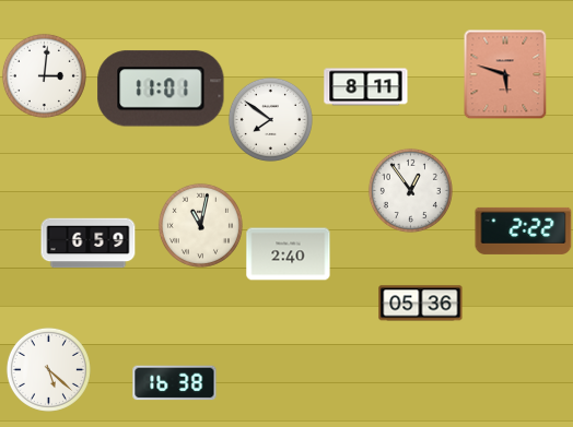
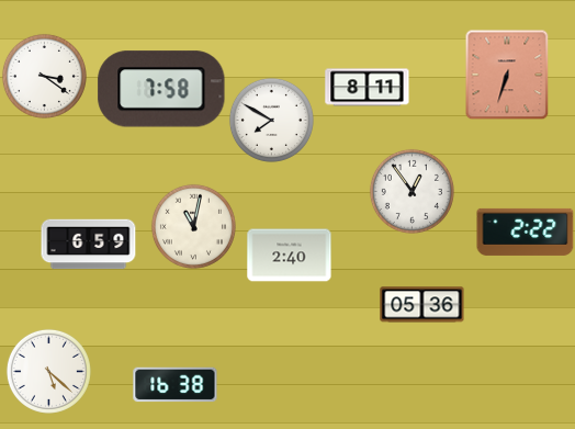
clock at (505, 74): 5:48 -> 6:33
clock at (44, 75): 3:01 -> 3:21
clock at (161, 88): 11:01 -> 7:58
clock at (270, 119): 7:51 -> 7:50
clock at (200, 225) position: (200, 225) -> (193, 226)
